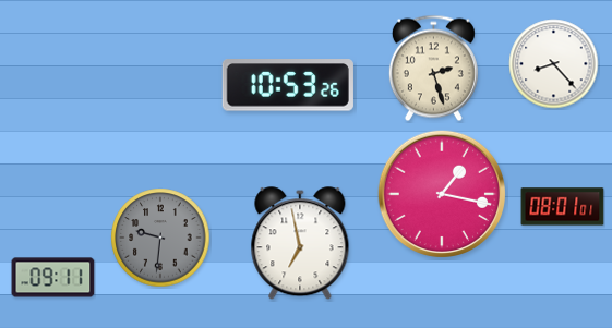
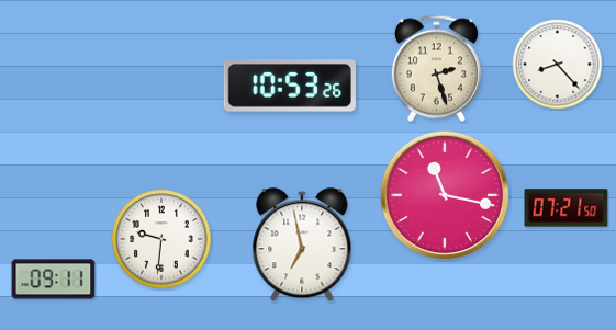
clock at (442, 194): 1:17 -> 11:17
clock at (563, 207): 08:01 -> 07:21
clock at (160, 238) dial: grey -> white
